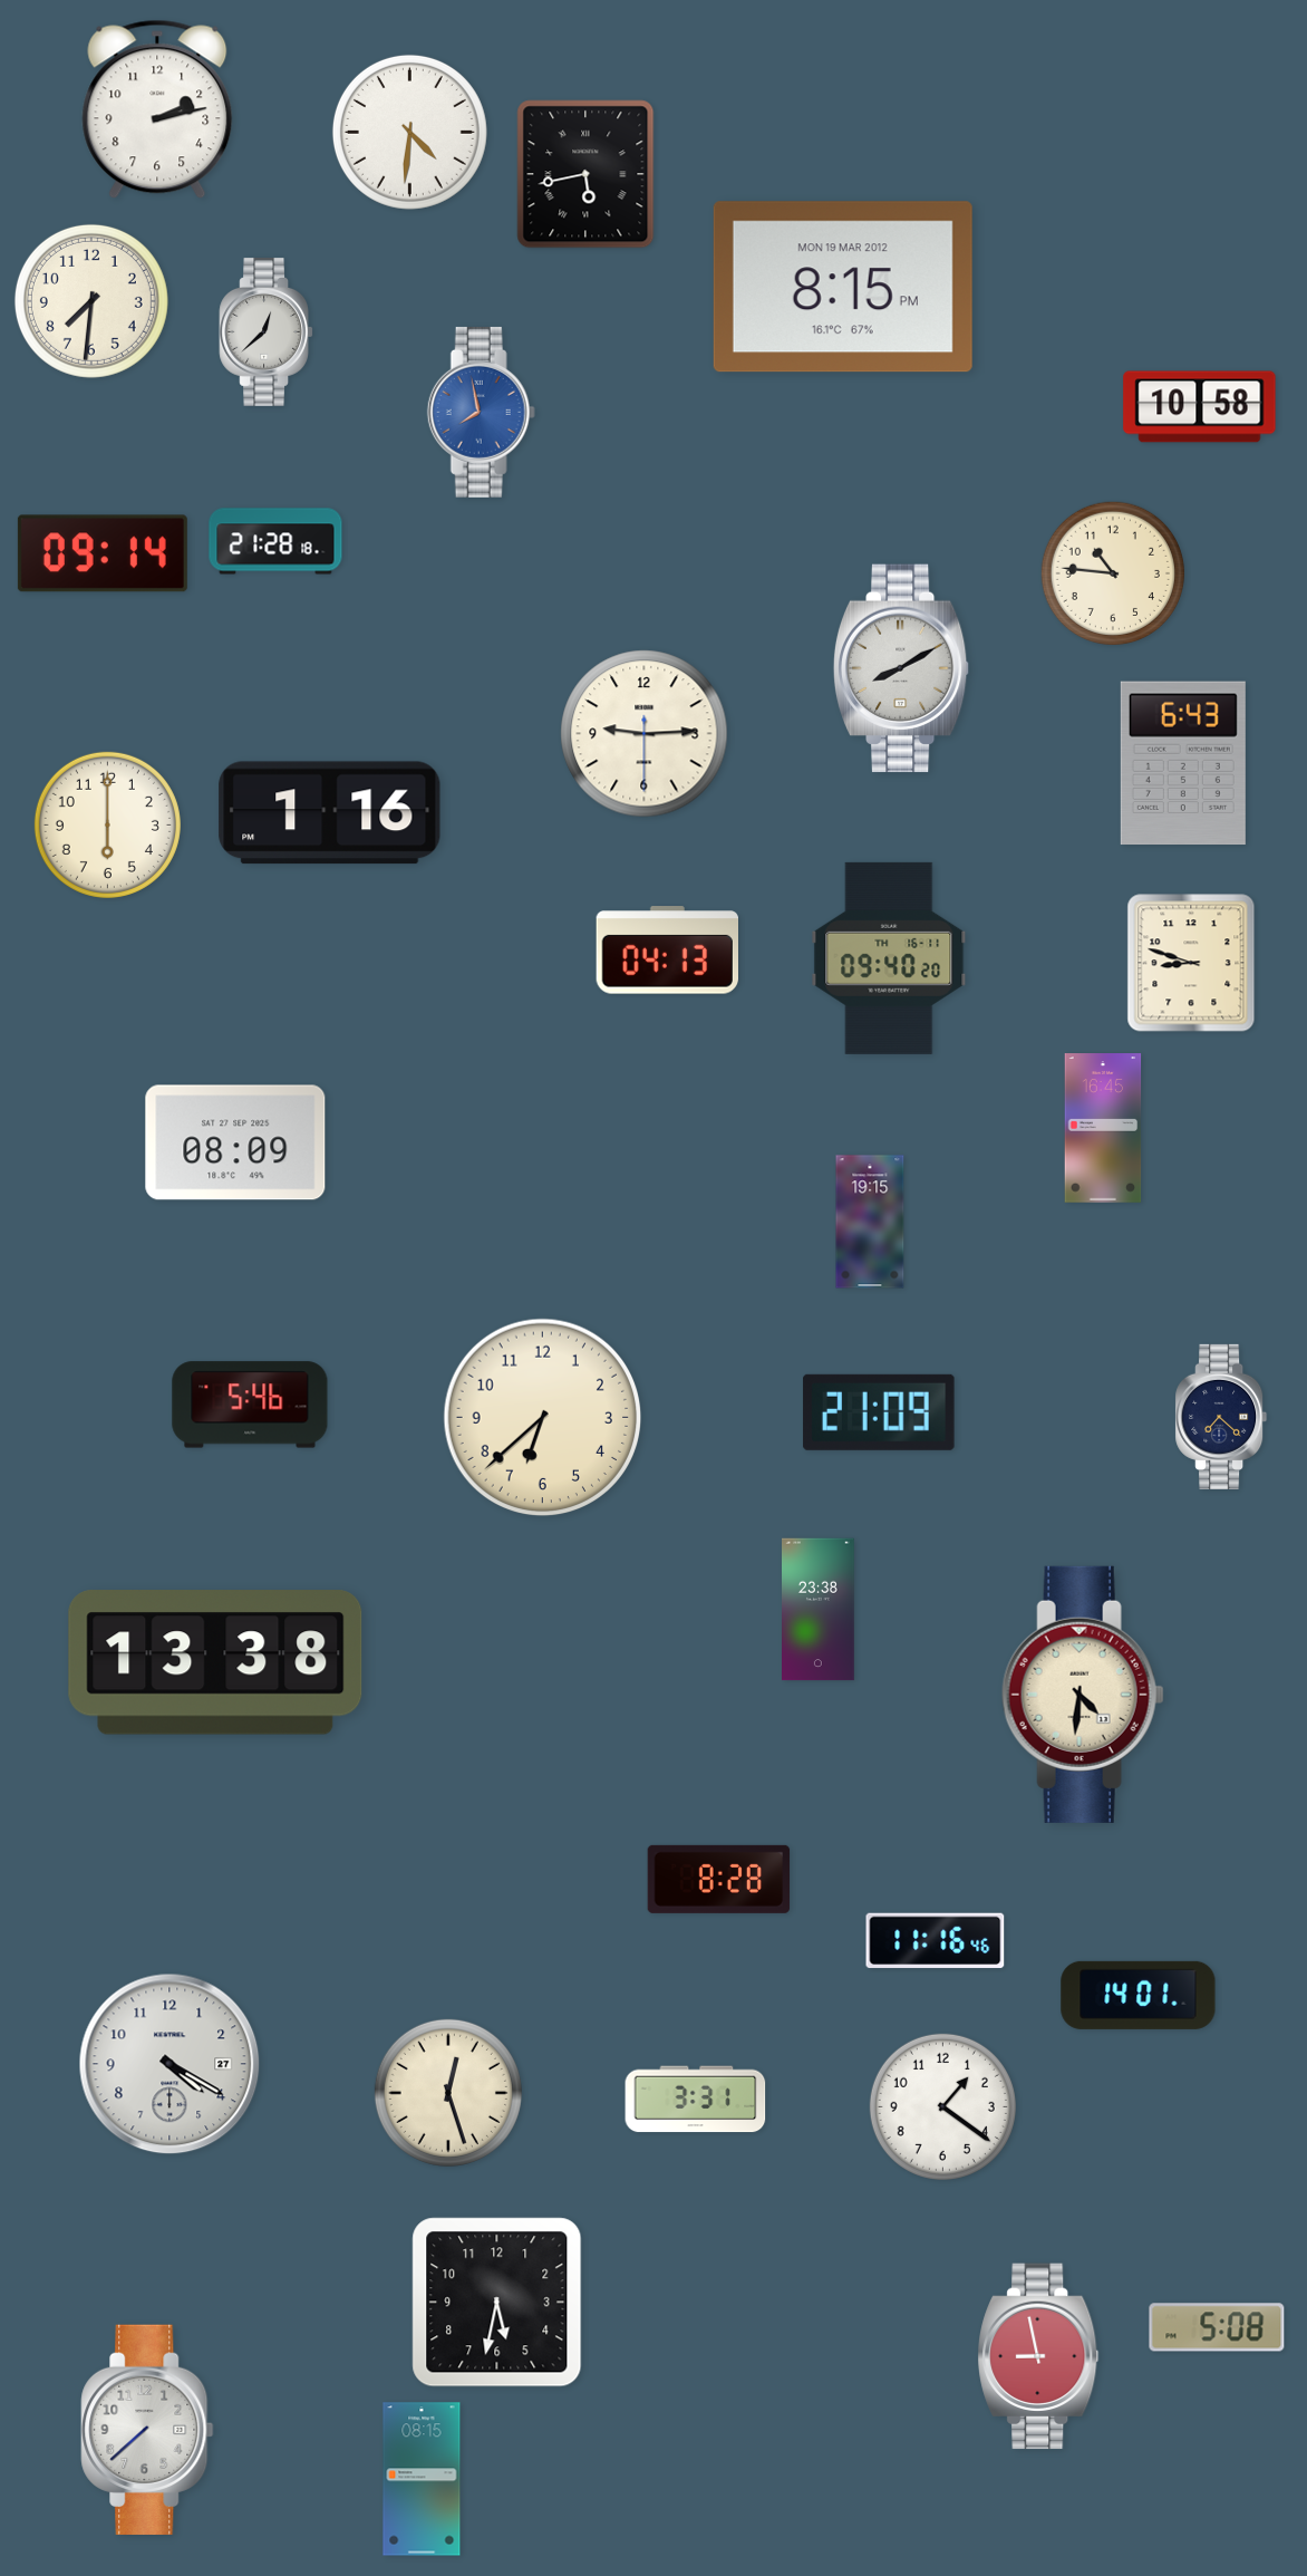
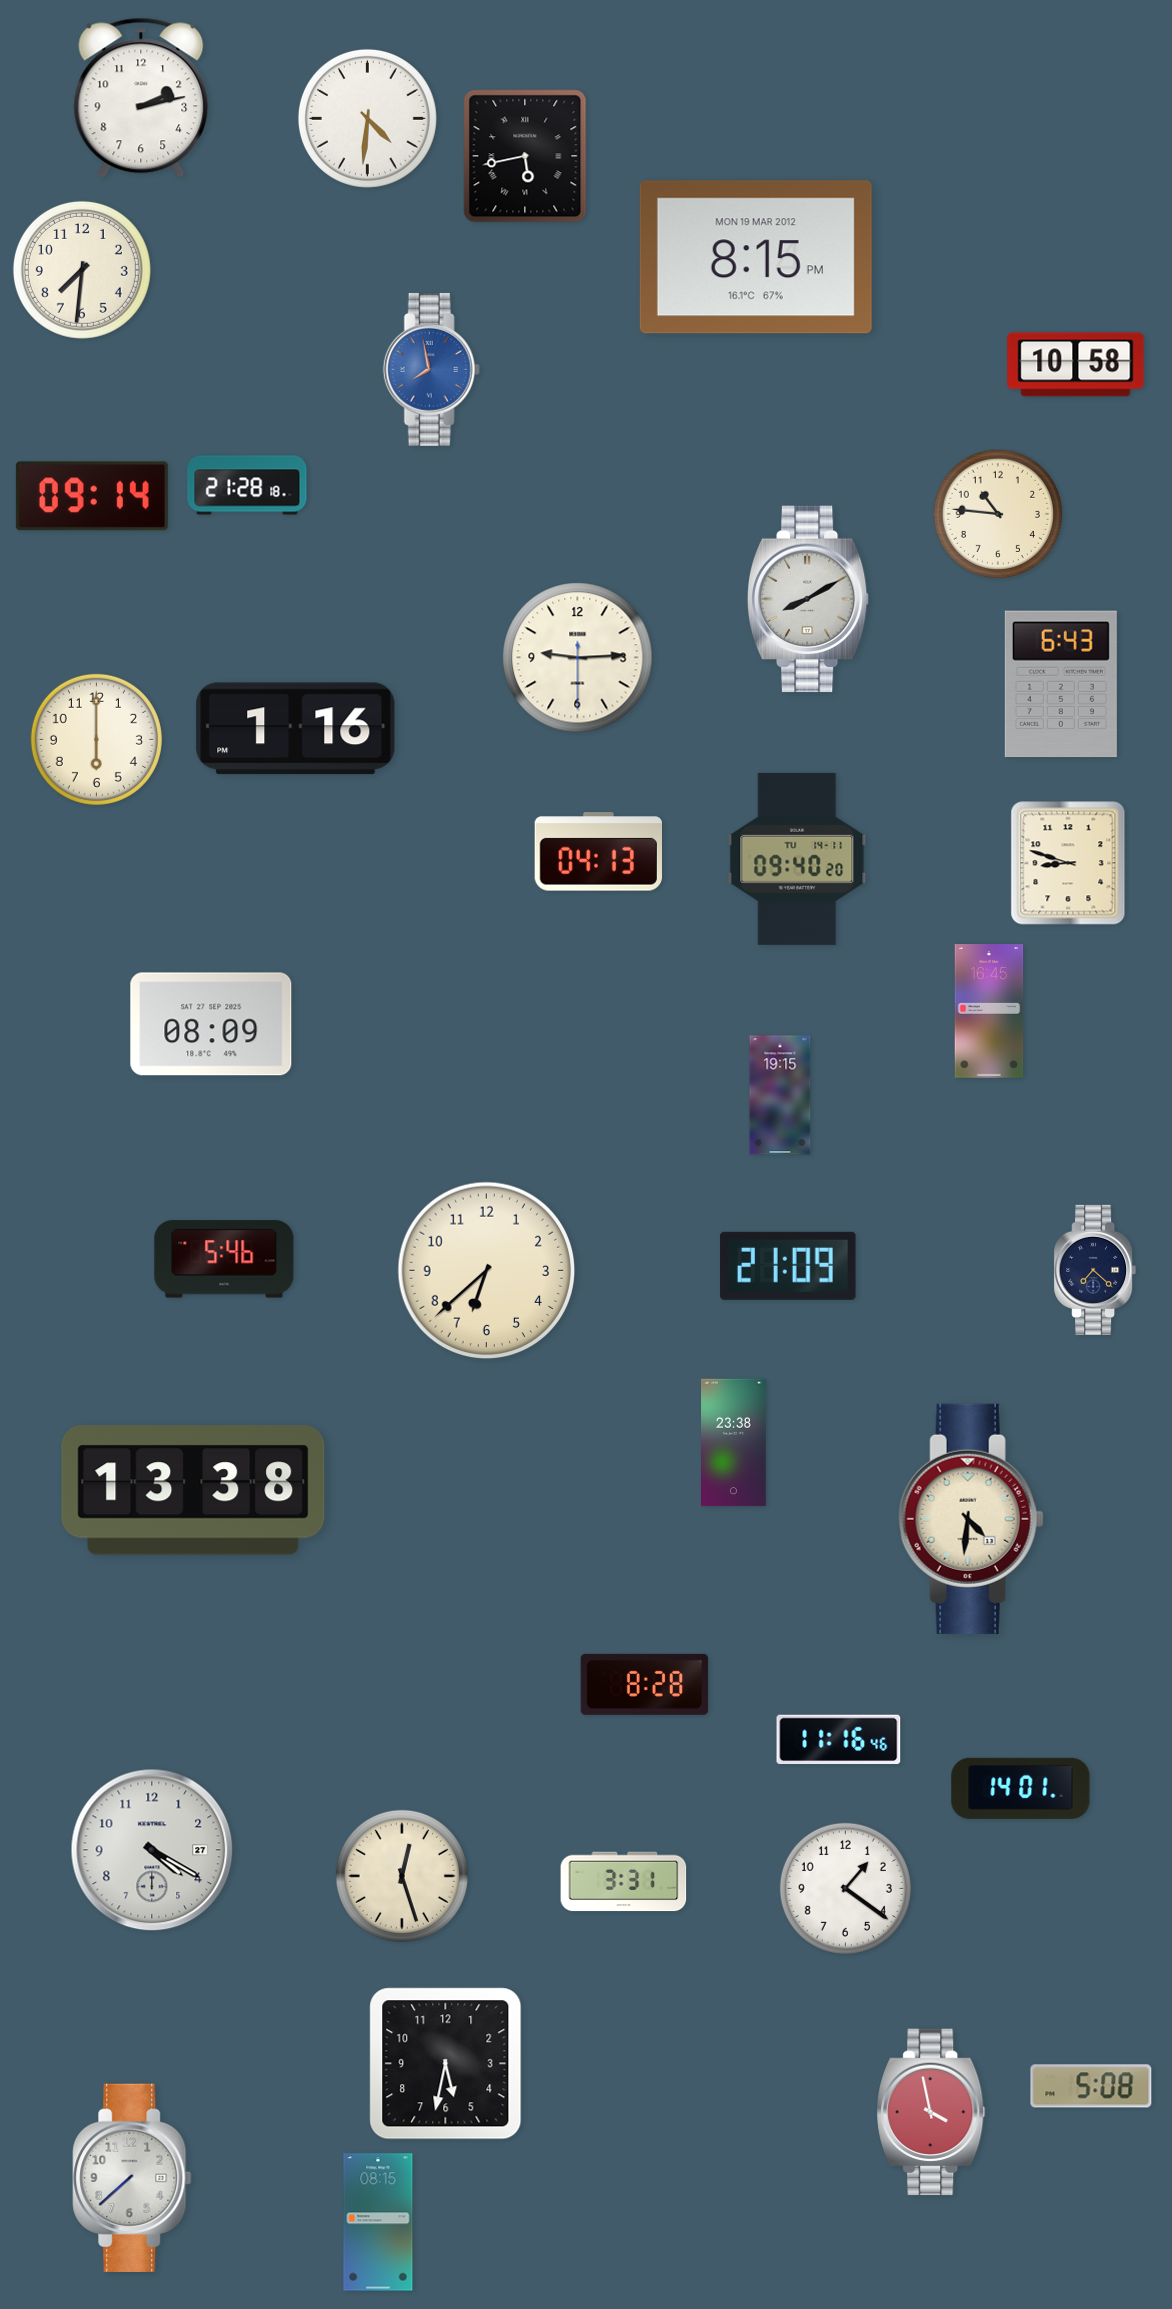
clock at (265, 331): 12:38 -> none
clock at (889, 958) date: TH 16-11 -> TU 14-11
clock at (1038, 2356): 8:58 -> 3:58
